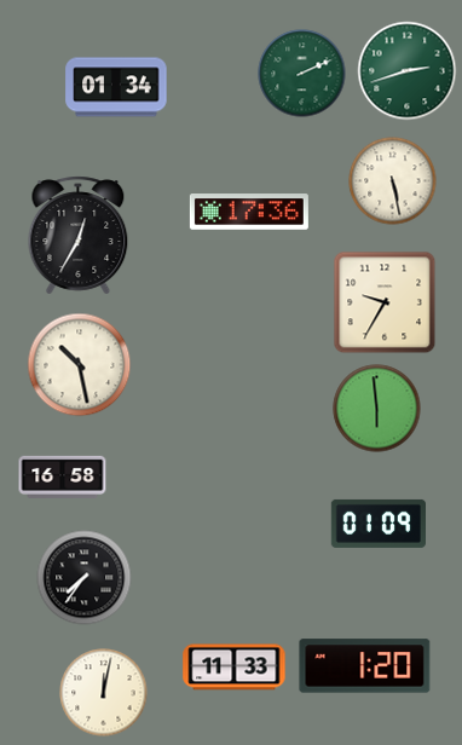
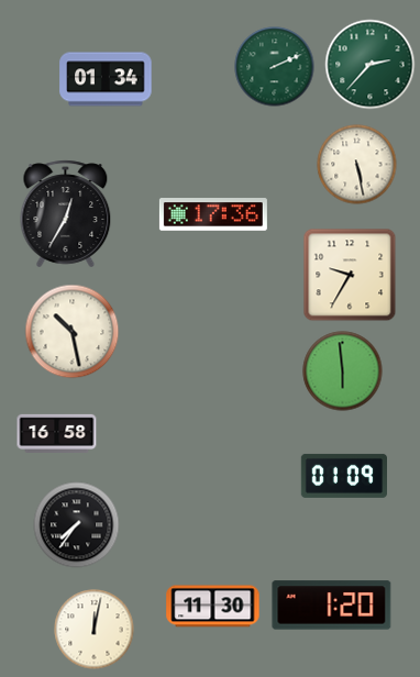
clock at (408, 71): 2:42 -> 2:37
clock at (249, 213) position: (249, 213) -> (213, 215)
clock at (79, 236) position: (79, 236) -> (66, 214)
clock at (235, 668): 11:33 -> 11:30
